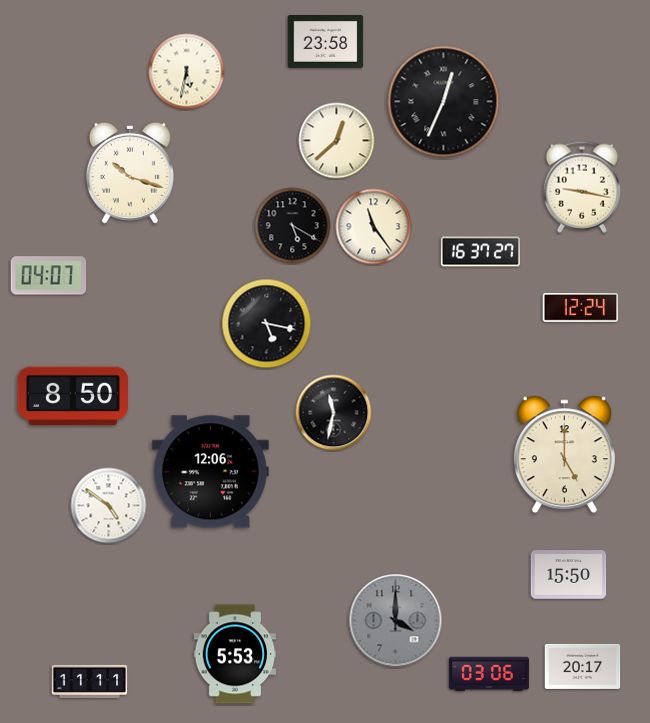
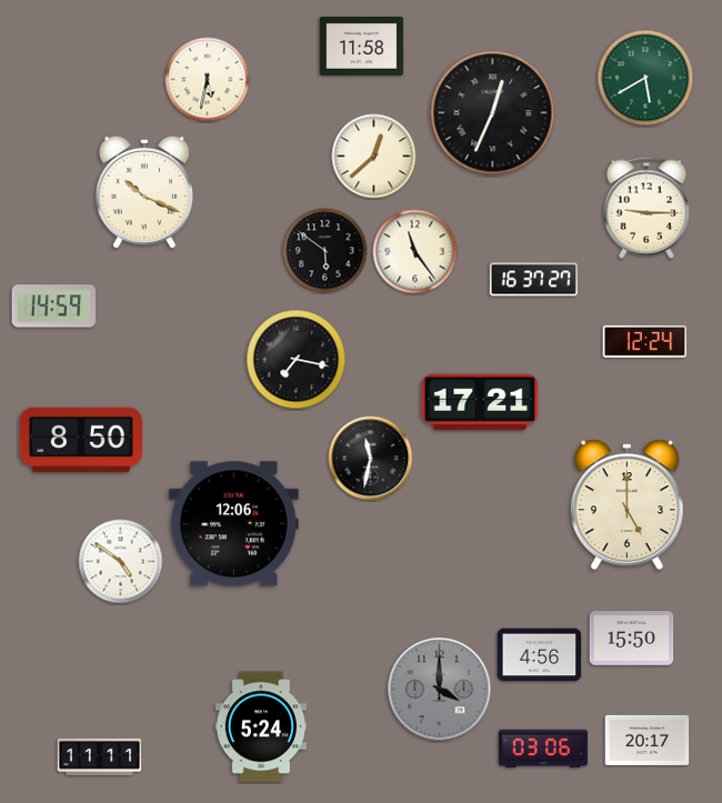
clock at (326, 42): 23:58 -> 11:58
clock at (645, 78): none -> 5:40
clock at (130, 173): 10:18 -> 10:19
clock at (581, 187): 9:17 -> 9:15
clock at (293, 226): 5:20 -> 5:51
clock at (49, 276): 04:07 -> 14:59
clock at (267, 324): 5:17 -> 7:17
clock at (480, 402): none -> 17:21
clock at (540, 655): none -> 4:56
clock at (235, 654): 5:53 -> 5:24
